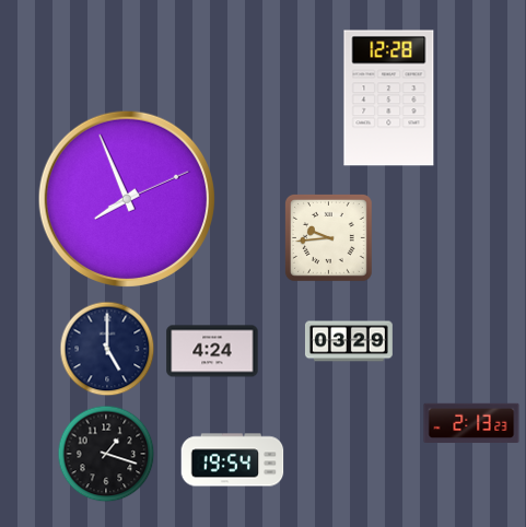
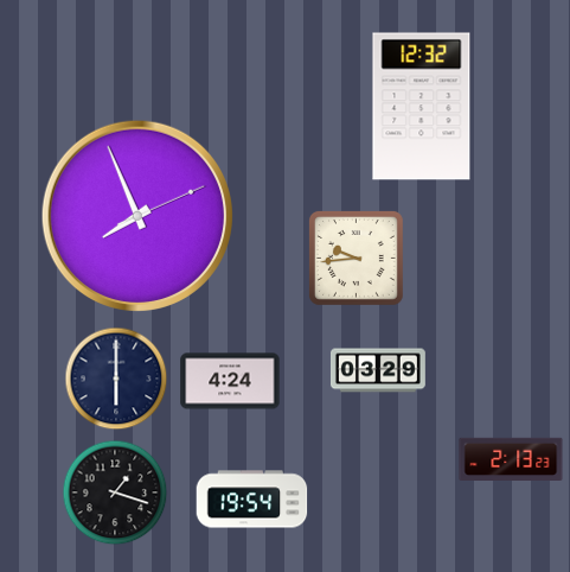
clock at (389, 98): 12:28 -> 12:32
clock at (107, 349): 5:00 -> 6:00
